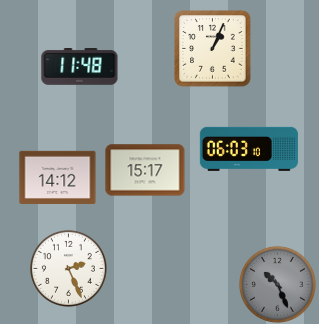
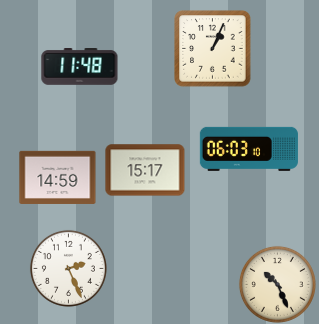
clock at (58, 177): 14:12 -> 14:59
clock at (277, 284) dial: grey -> cream
